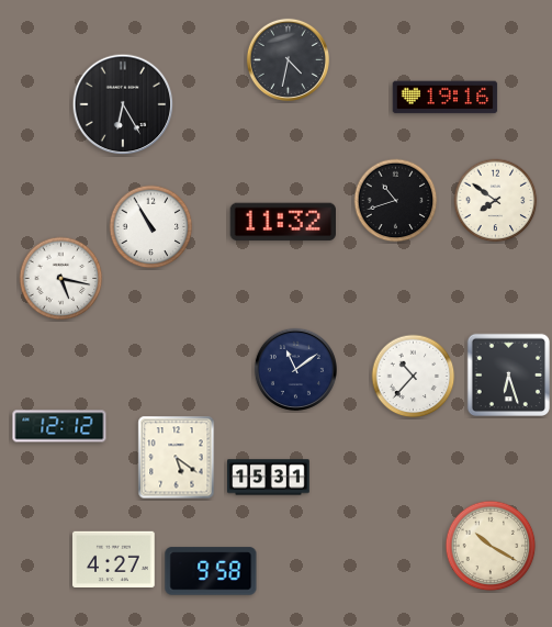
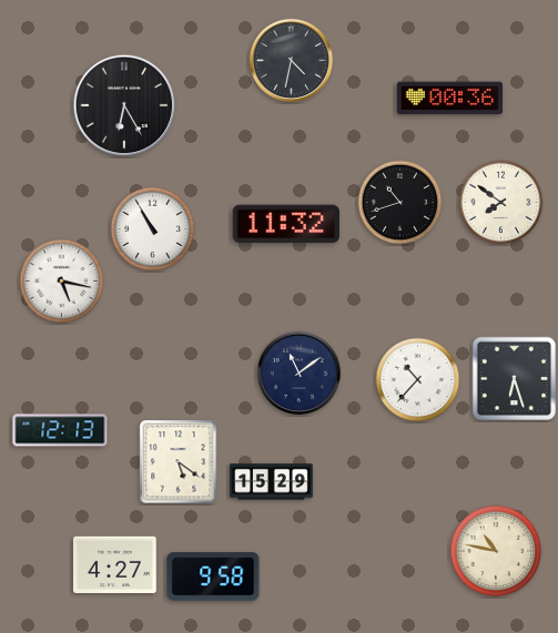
clock at (446, 98): 19:16 -> 00:36
clock at (59, 426): 12:12 -> 12:13
clock at (269, 478): 15:31 -> 15:29
clock at (491, 546): 10:20 -> 10:47
